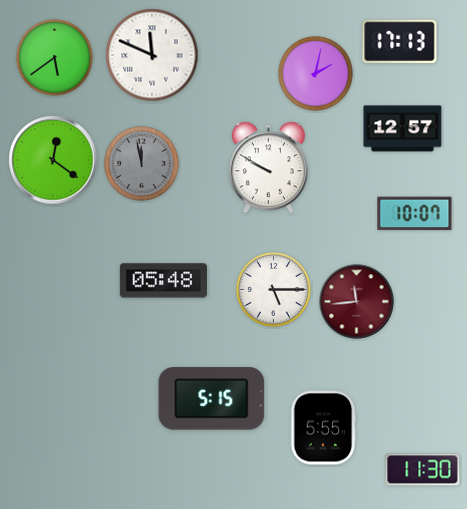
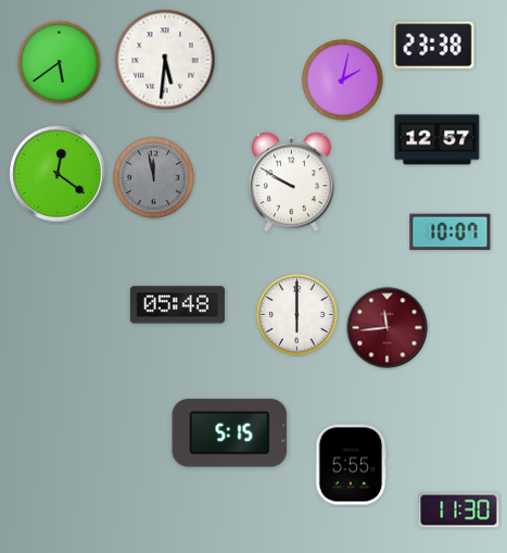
clock at (400, 42): 17:13 -> 23:38
clock at (152, 55): 11:49 -> 5:31
clock at (274, 290): 5:15 -> 6:00
